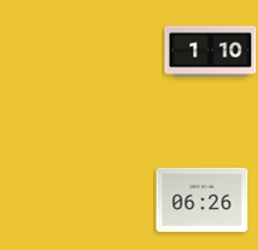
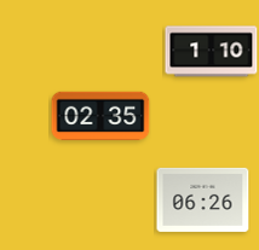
clock at (100, 116): none -> 02:35
